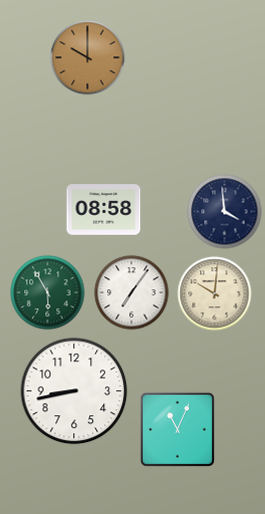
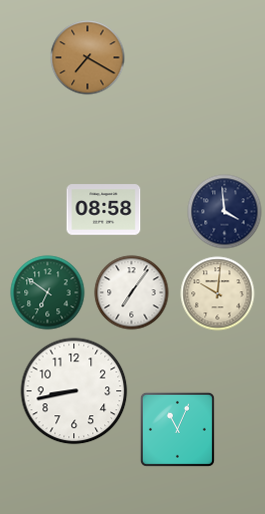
clock at (88, 58): 10:00 -> 7:20
clock at (48, 293): 5:55 -> 6:51
clock at (215, 294) position: (215, 294) -> (218, 294)
